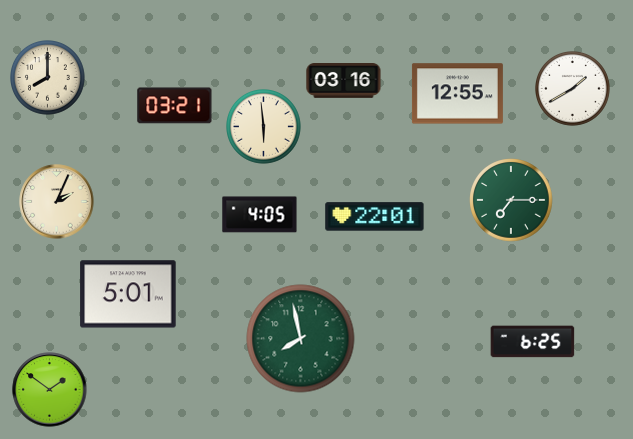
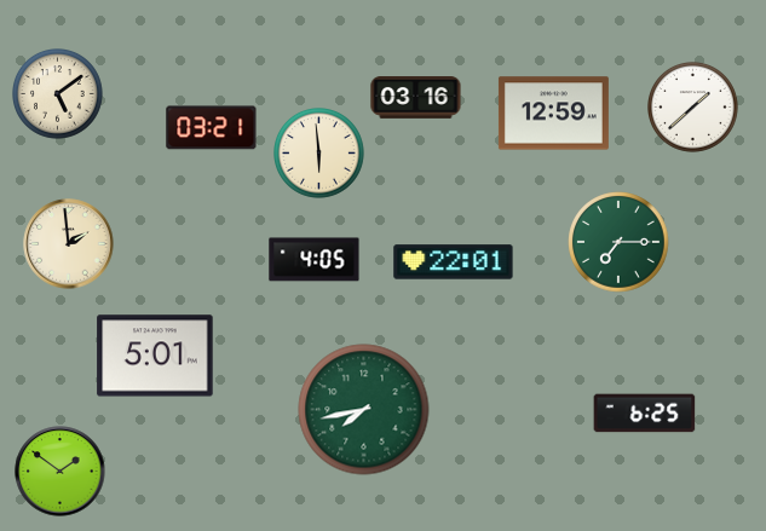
clock at (48, 78): 8:00 -> 5:09
clock at (573, 89): 1:40 -> 1:38
clock at (457, 94): 12:55 -> 12:59
clock at (57, 202): 2:04 -> 1:59
clock at (301, 339): 7:58 -> 7:43
